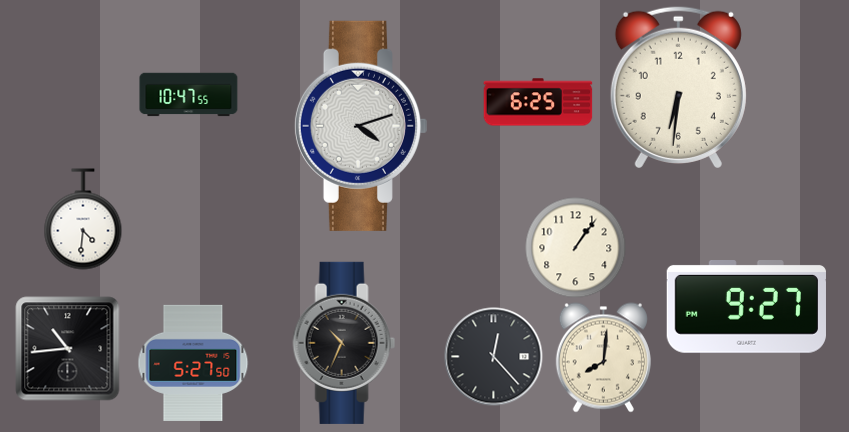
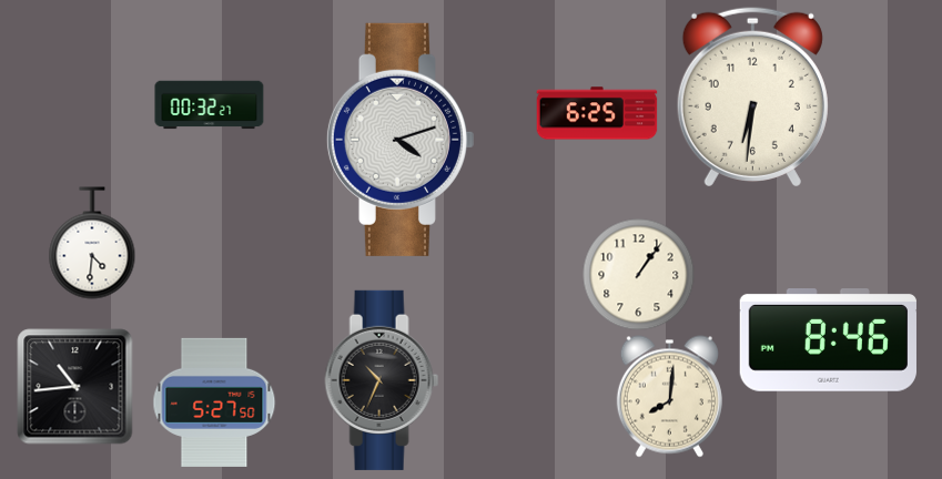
clock at (189, 95): 10:47 -> 00:32
clock at (746, 307): 9:27 -> 8:46
clock at (494, 357): 12:23 -> none
